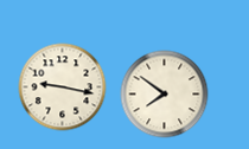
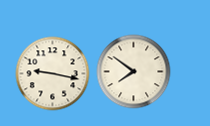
clock at (165, 95) position: (165, 95) -> (134, 72)
